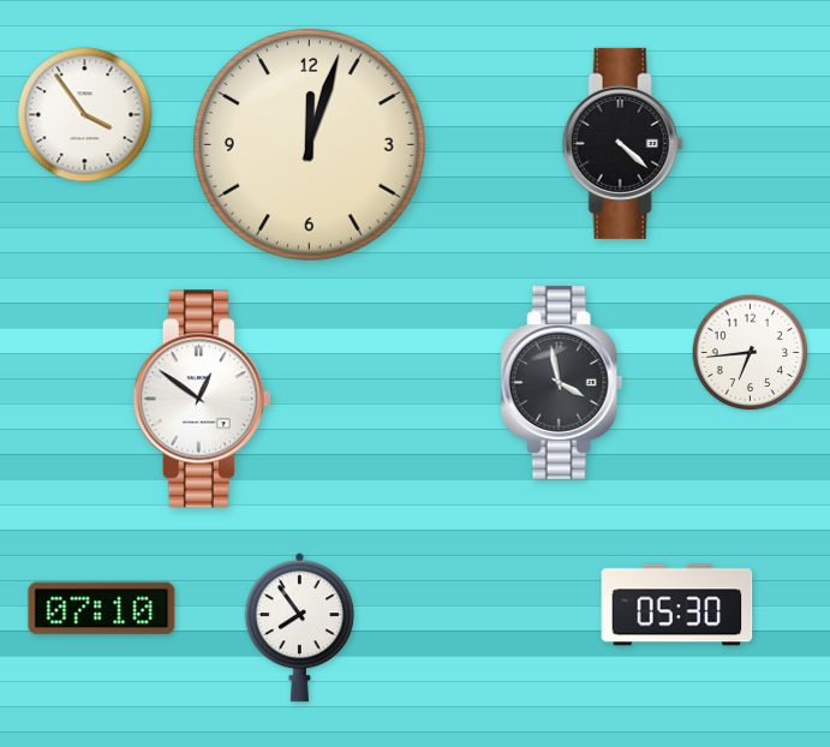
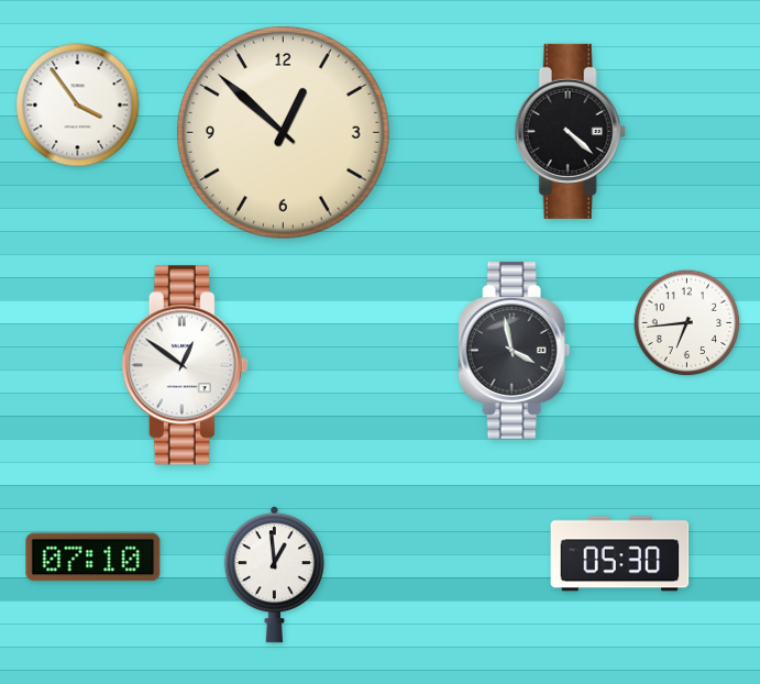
clock at (309, 144): 12:03 -> 12:52
clock at (299, 628): 7:54 -> 12:59
